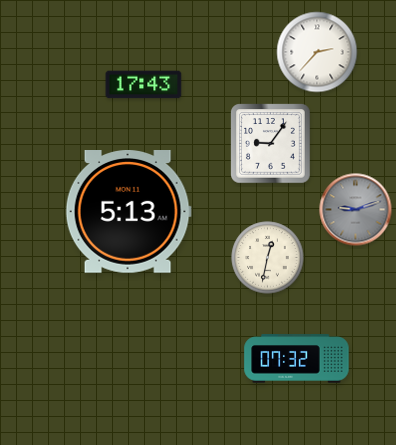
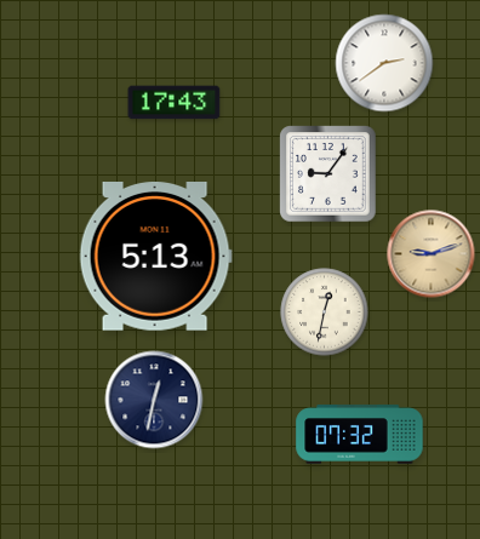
clock at (317, 52): 2:37 -> 2:39
clock at (356, 210) dial: grey -> champagne
clock at (154, 400): none -> 12:32
